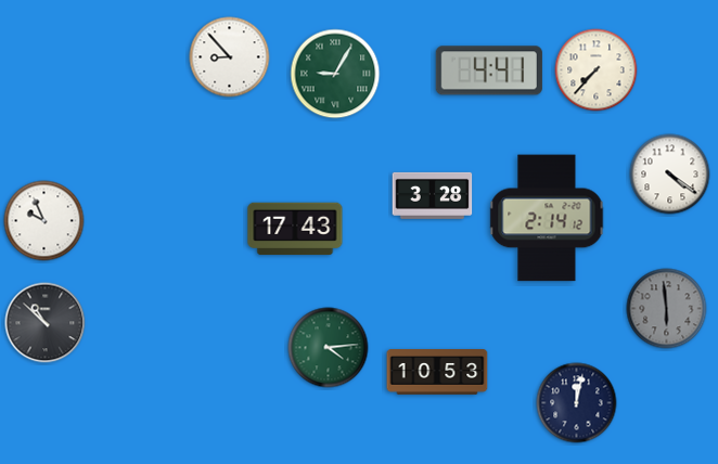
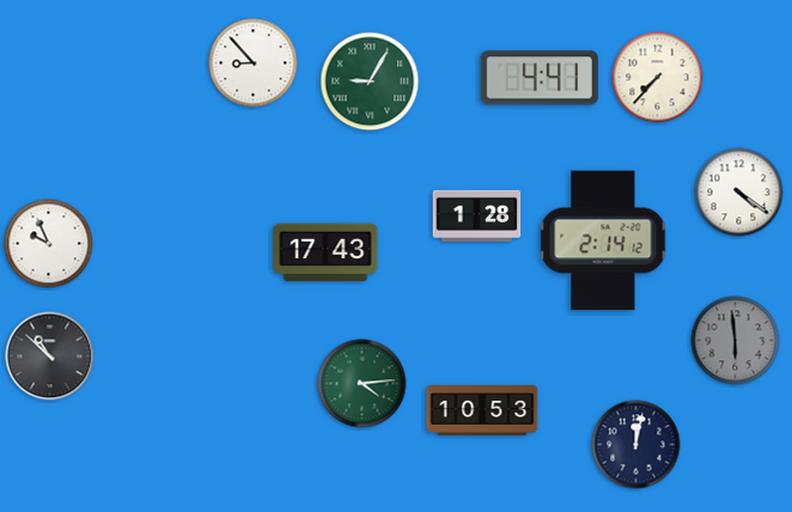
clock at (433, 195): 3:28 -> 1:28
